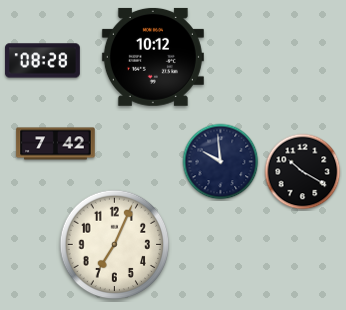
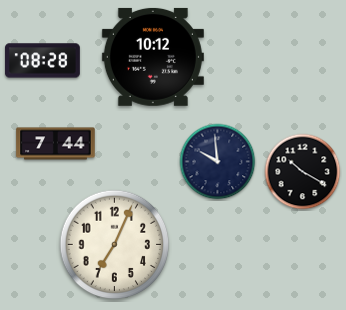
clock at (56, 144): 7:42 -> 7:44
clock at (221, 162) position: (221, 162) -> (218, 162)
